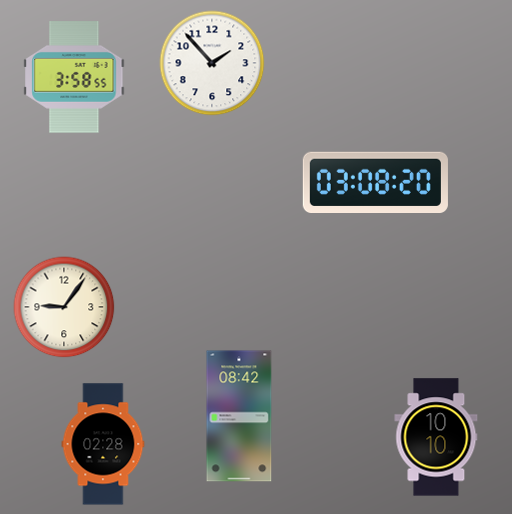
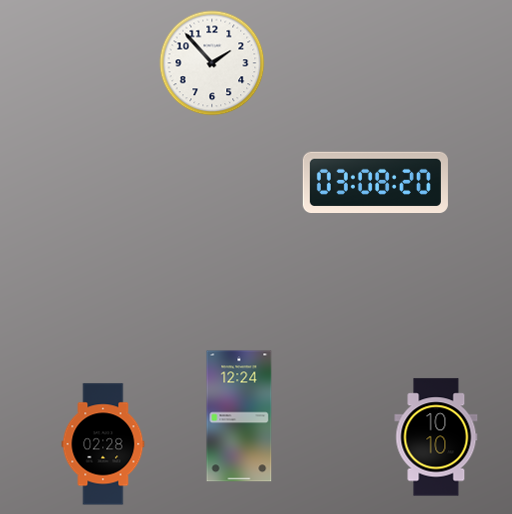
clock at (74, 78): 3:58 -> none
clock at (64, 307): 9:06 -> none
clock at (239, 416): 08:42 -> 12:24
